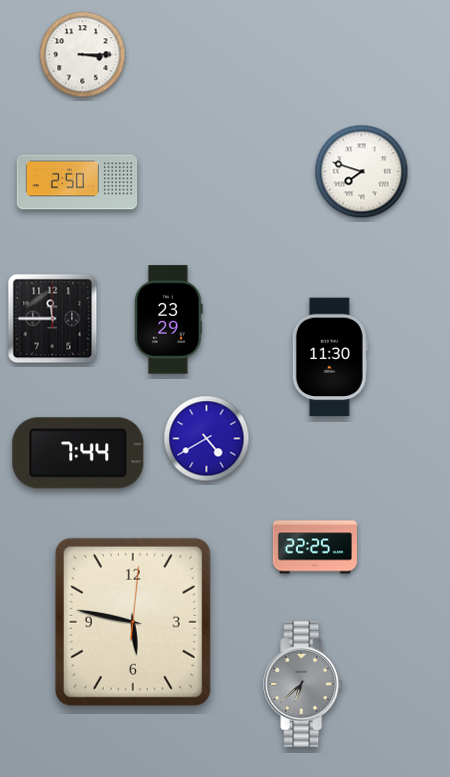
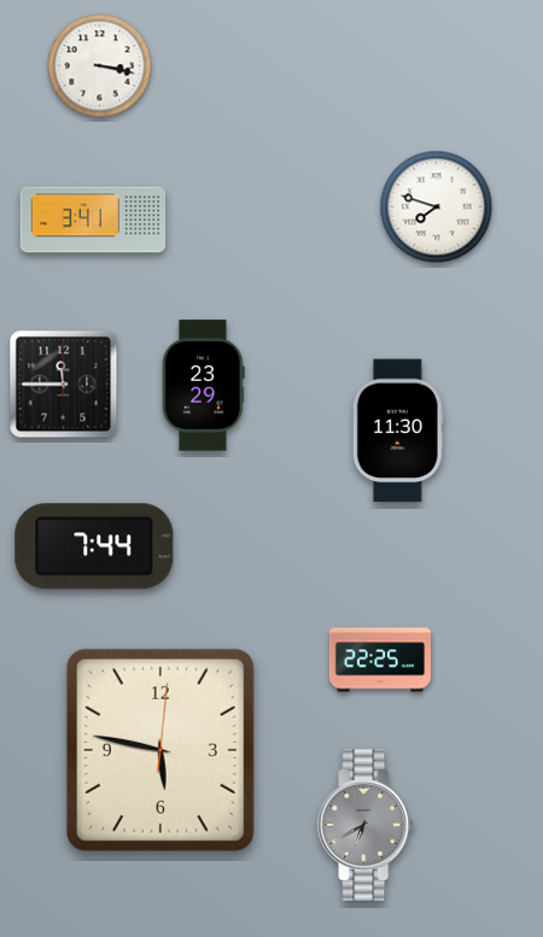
clock at (83, 55): 3:15 -> 3:17
clock at (77, 182): 2:50 -> 3:41
clock at (207, 439): 4:40 -> none
clock at (304, 684): 6:38 -> 6:40
